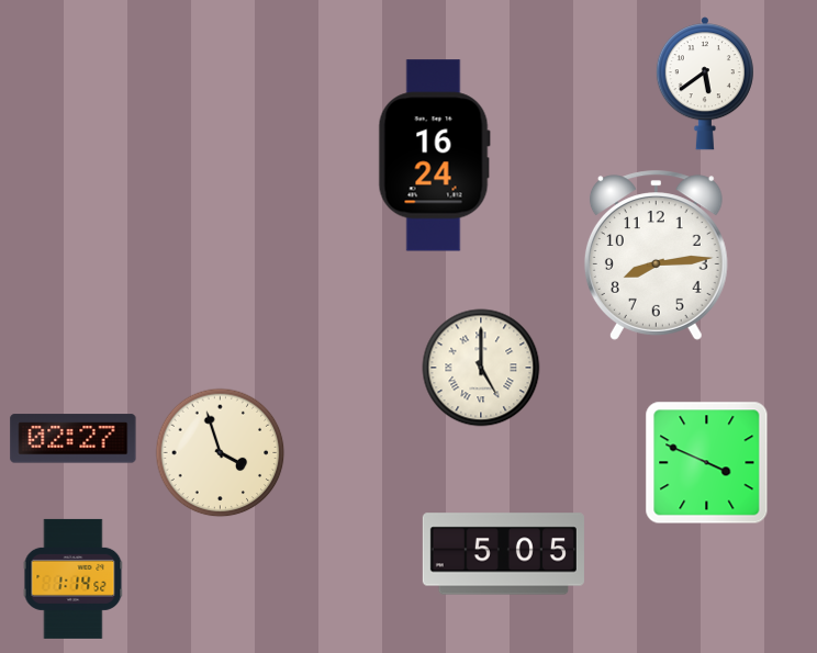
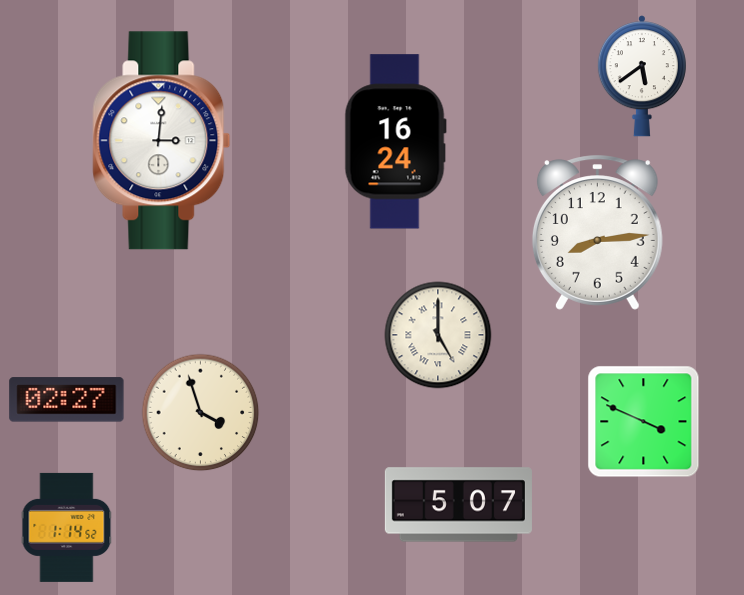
clock at (162, 141): none -> 3:01
clock at (503, 554): 5:05 -> 5:07
